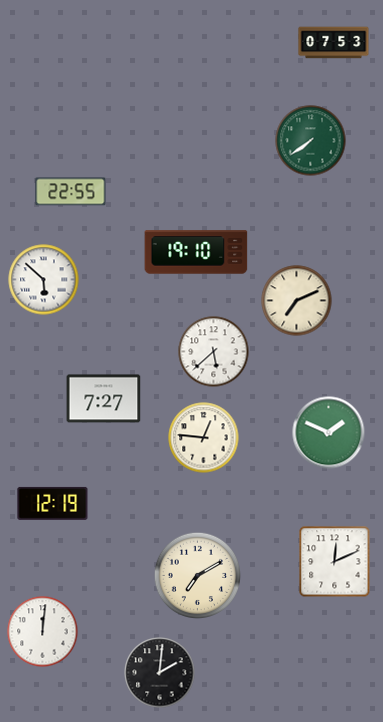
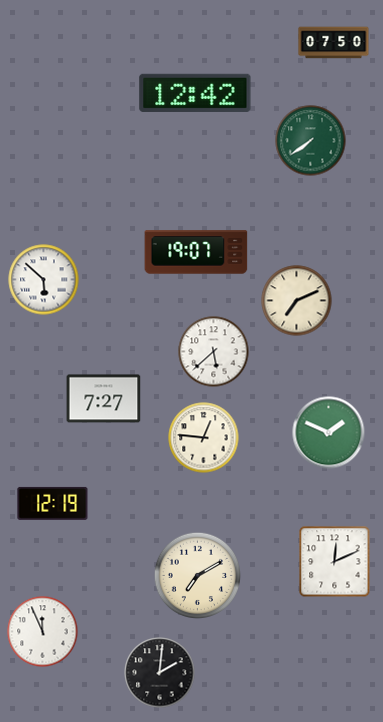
clock at (334, 43): 07:53 -> 07:50
clock at (195, 93): none -> 12:42
clock at (71, 192): 22:55 -> none
clock at (196, 252): 19:10 -> 19:07
clock at (43, 632): 12:01 -> 11:56
